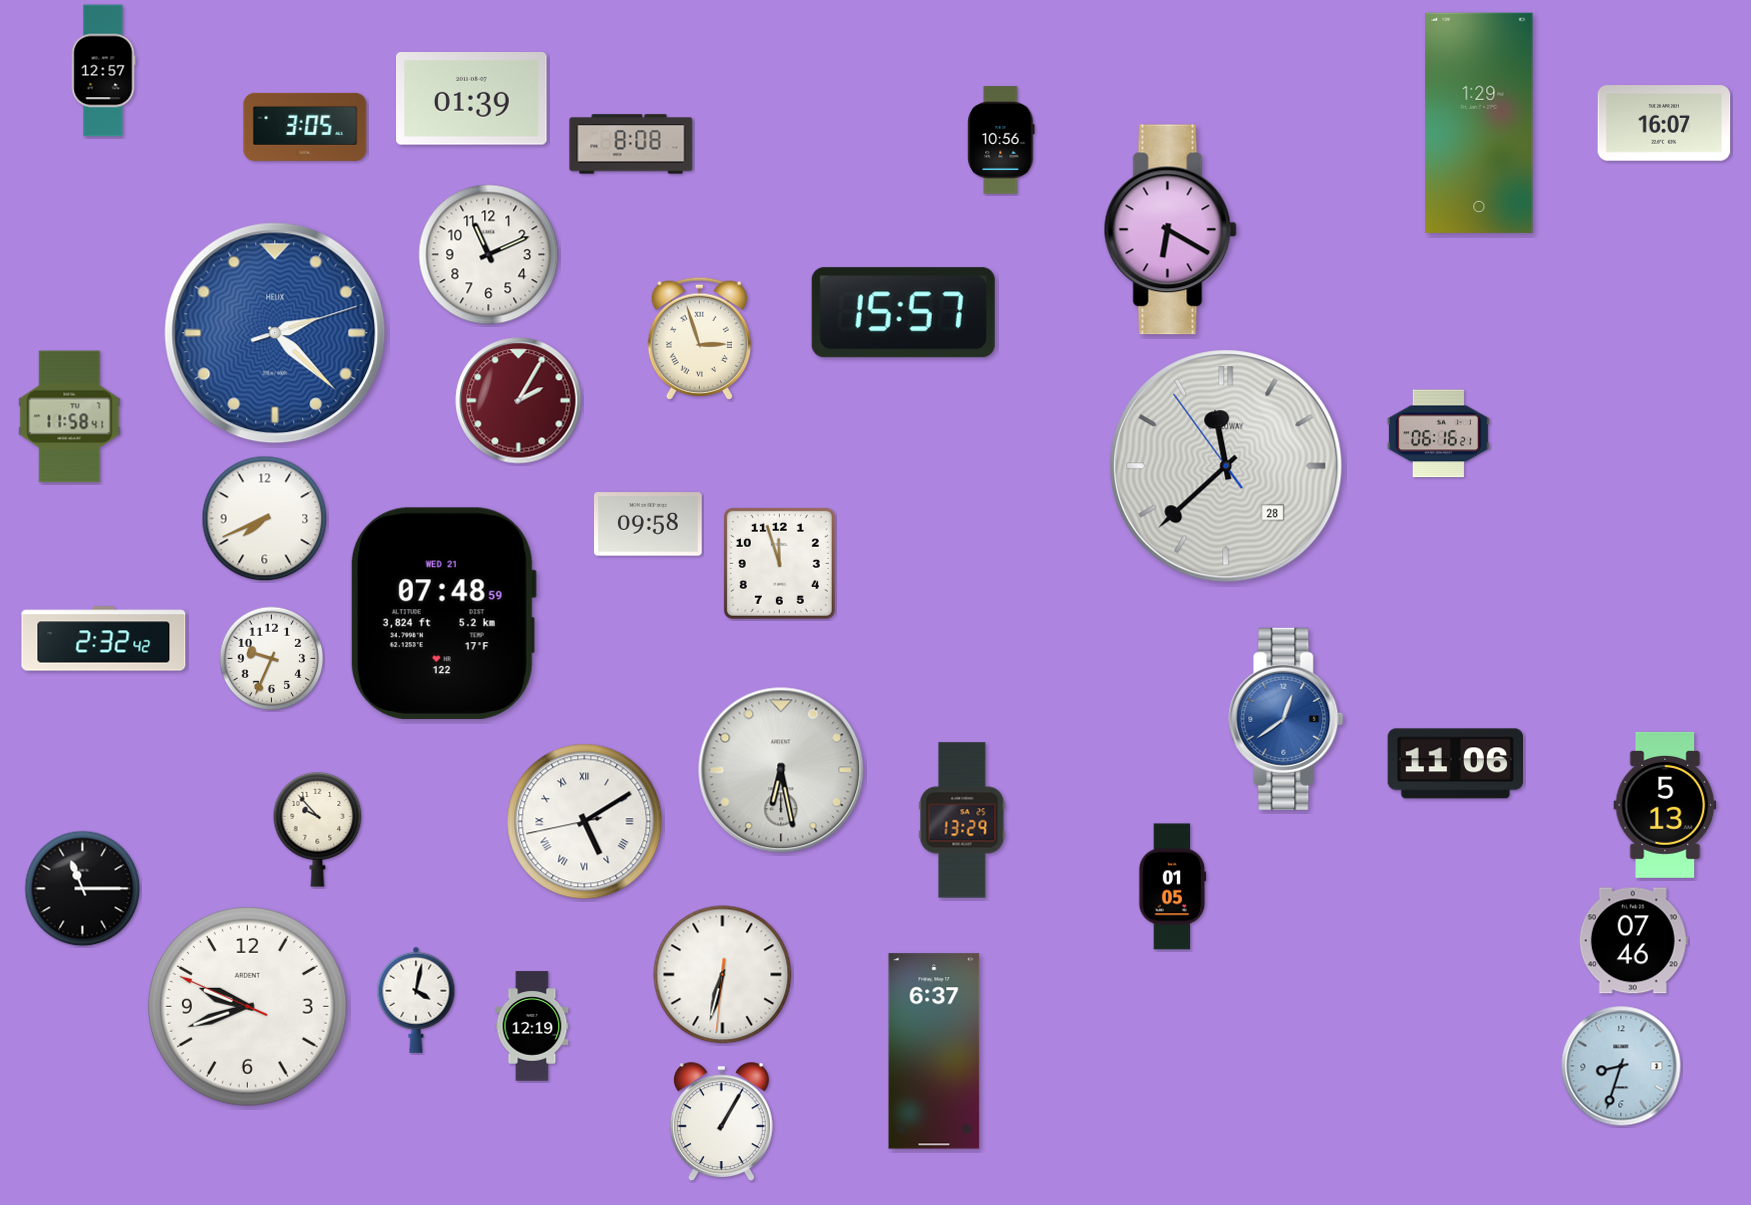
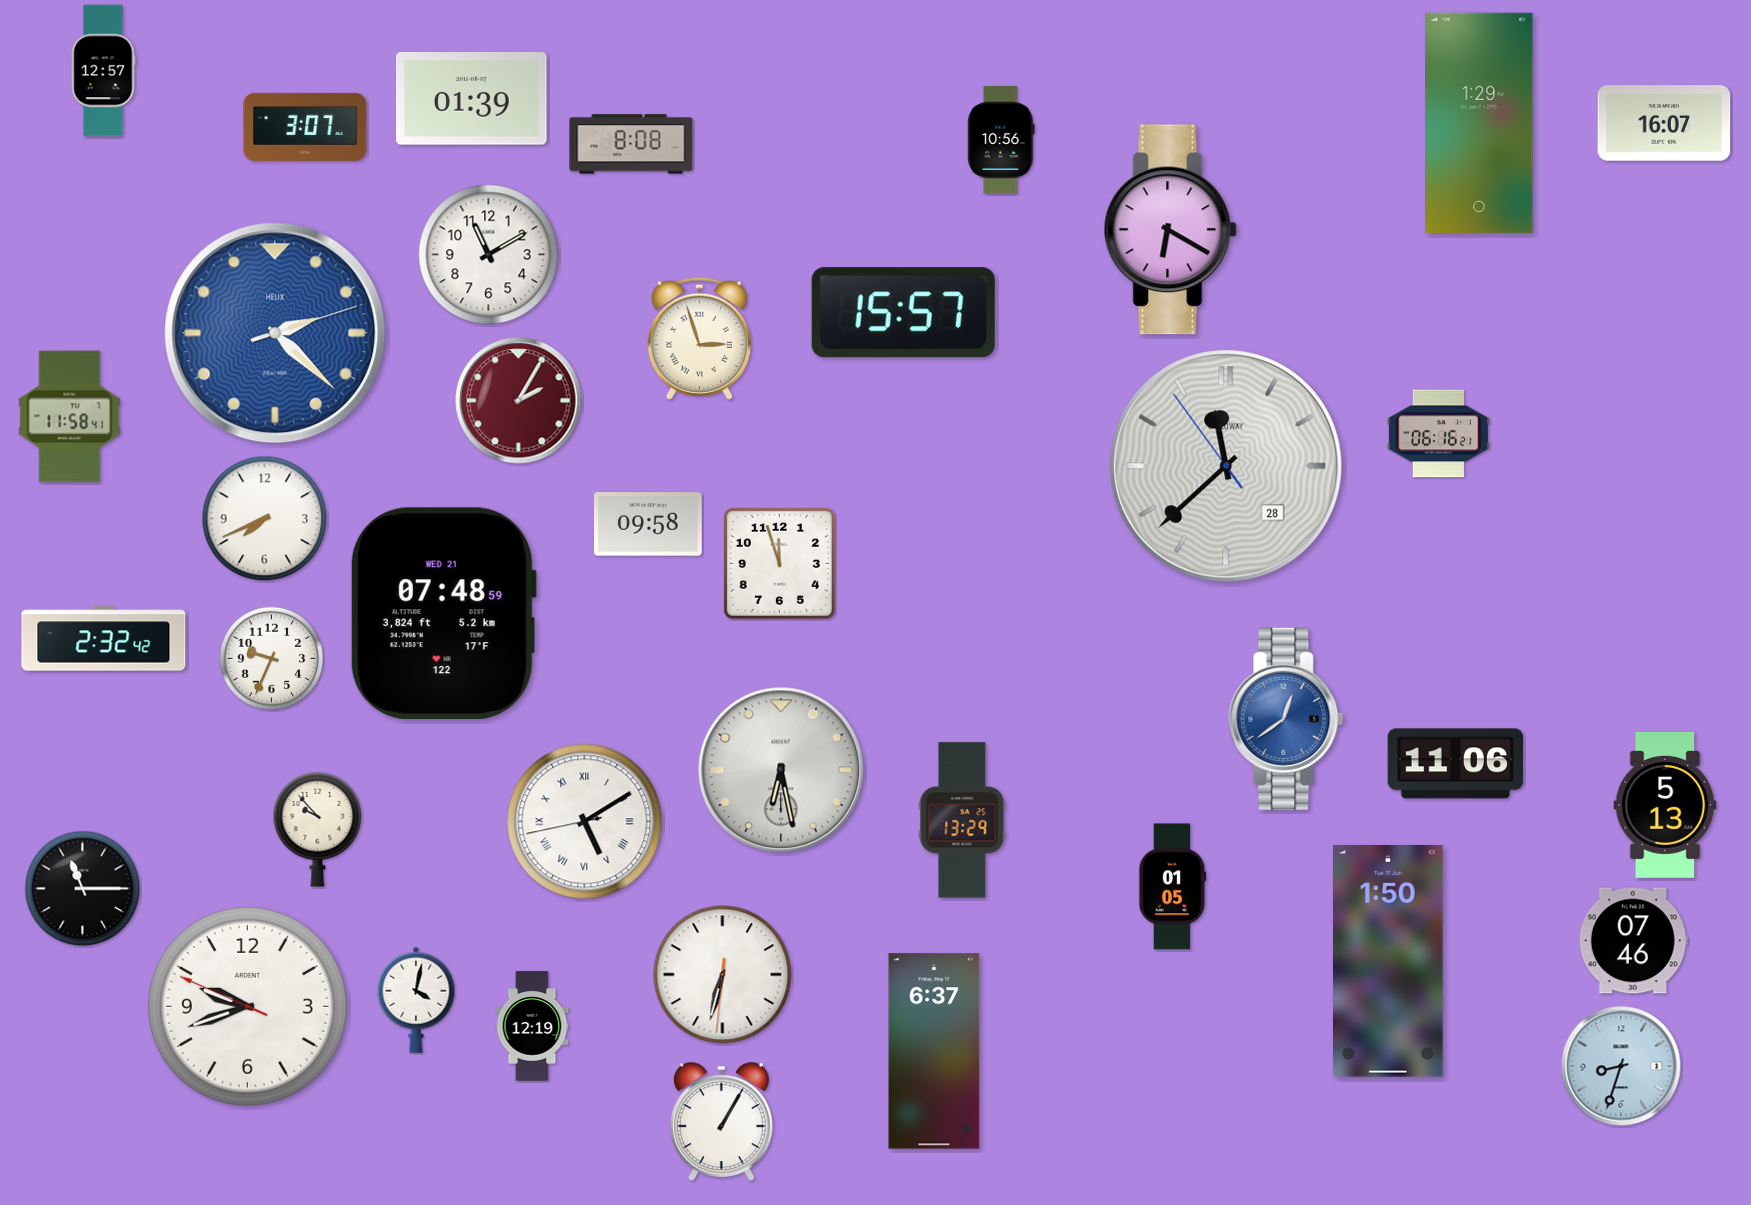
clock at (305, 127): 3:05 -> 3:07
clock at (489, 255): 11:11 -> 11:10
clock at (1388, 962): none -> 1:50
